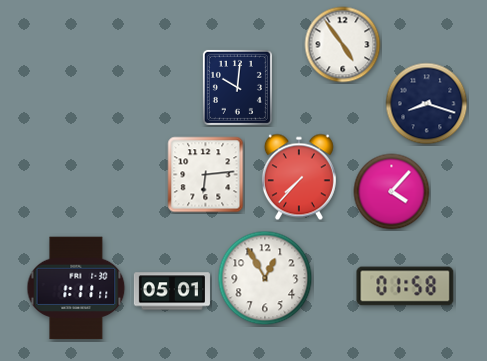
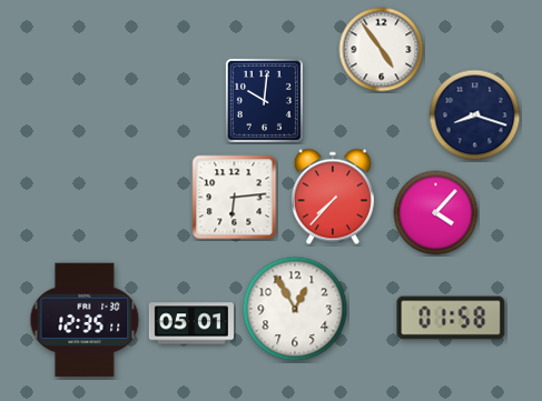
clock at (237, 87) position: (237, 87) -> (264, 100)
clock at (206, 175) position: (206, 175) -> (235, 198)
clock at (76, 288): 1:11 -> 12:35
